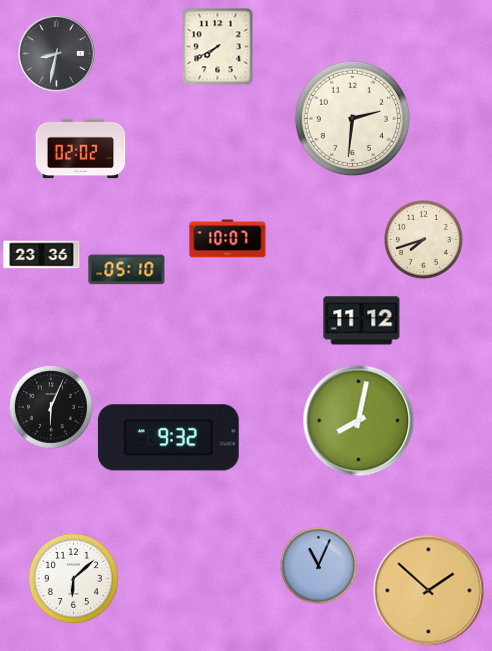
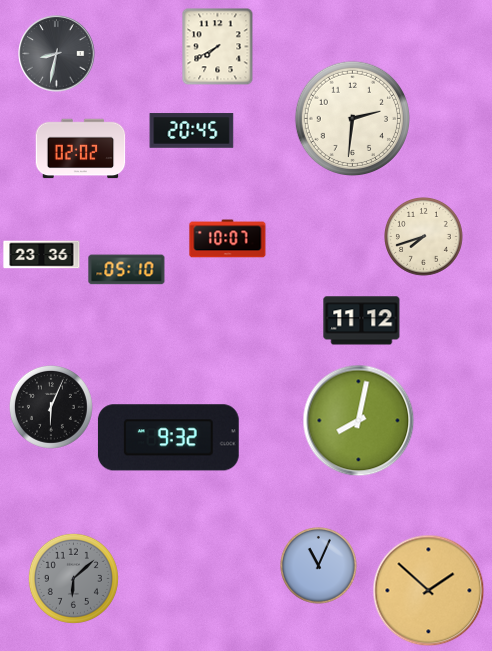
clock at (192, 131): none -> 20:45
clock at (424, 240) position: (424, 240) -> (424, 237)
clock at (73, 578) dial: white -> grey
